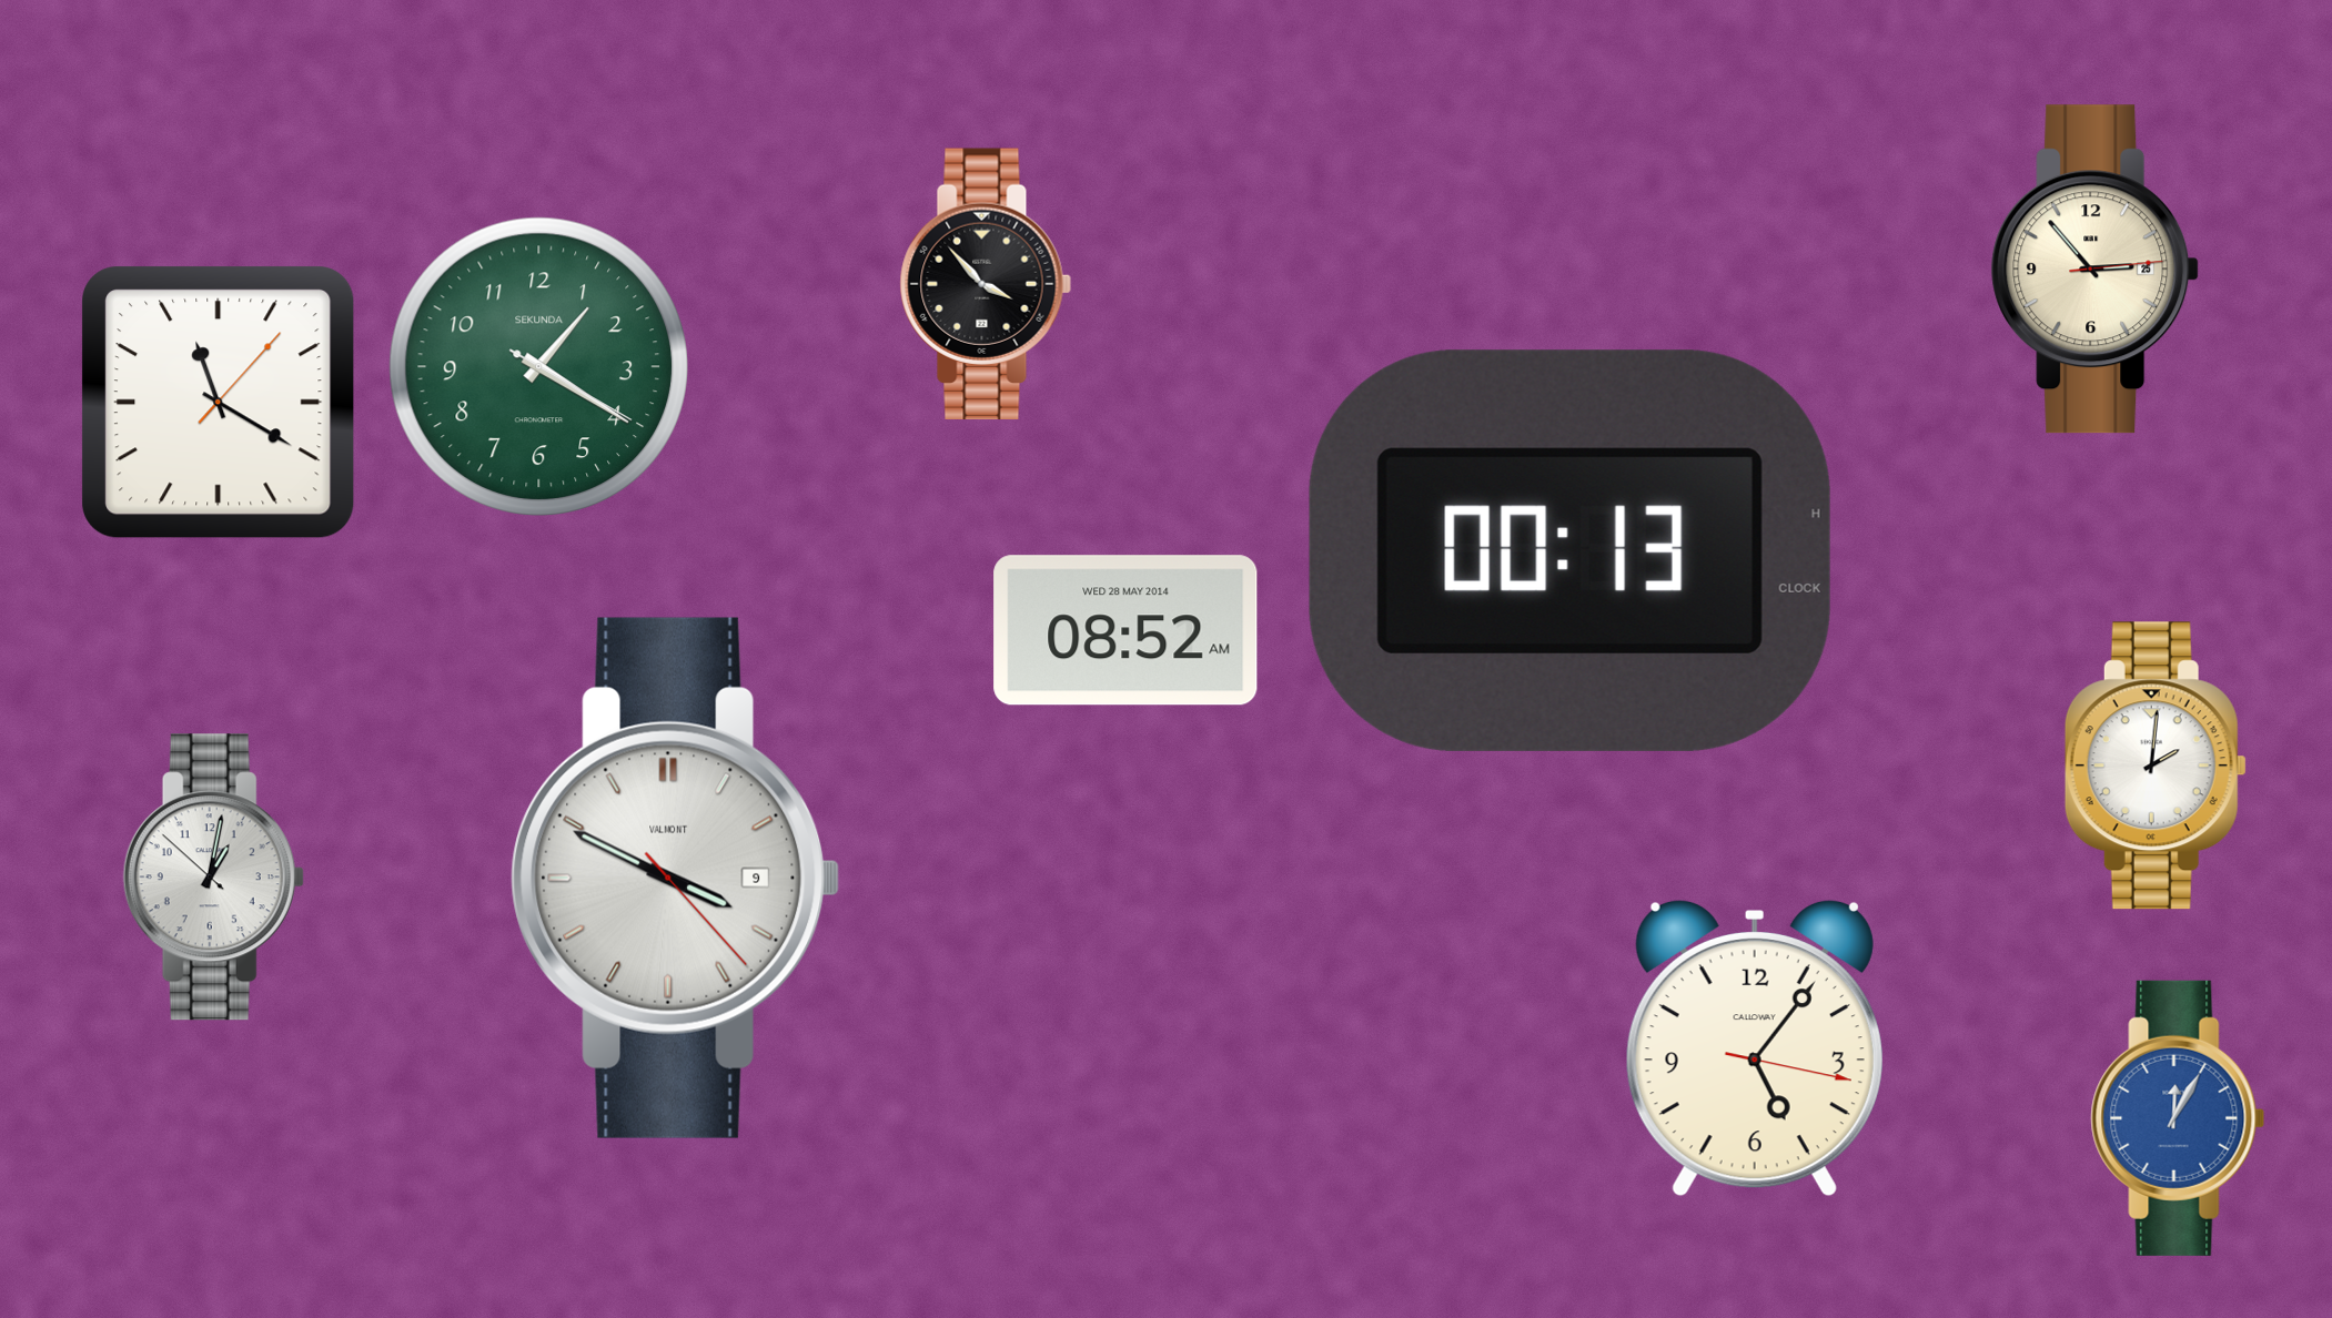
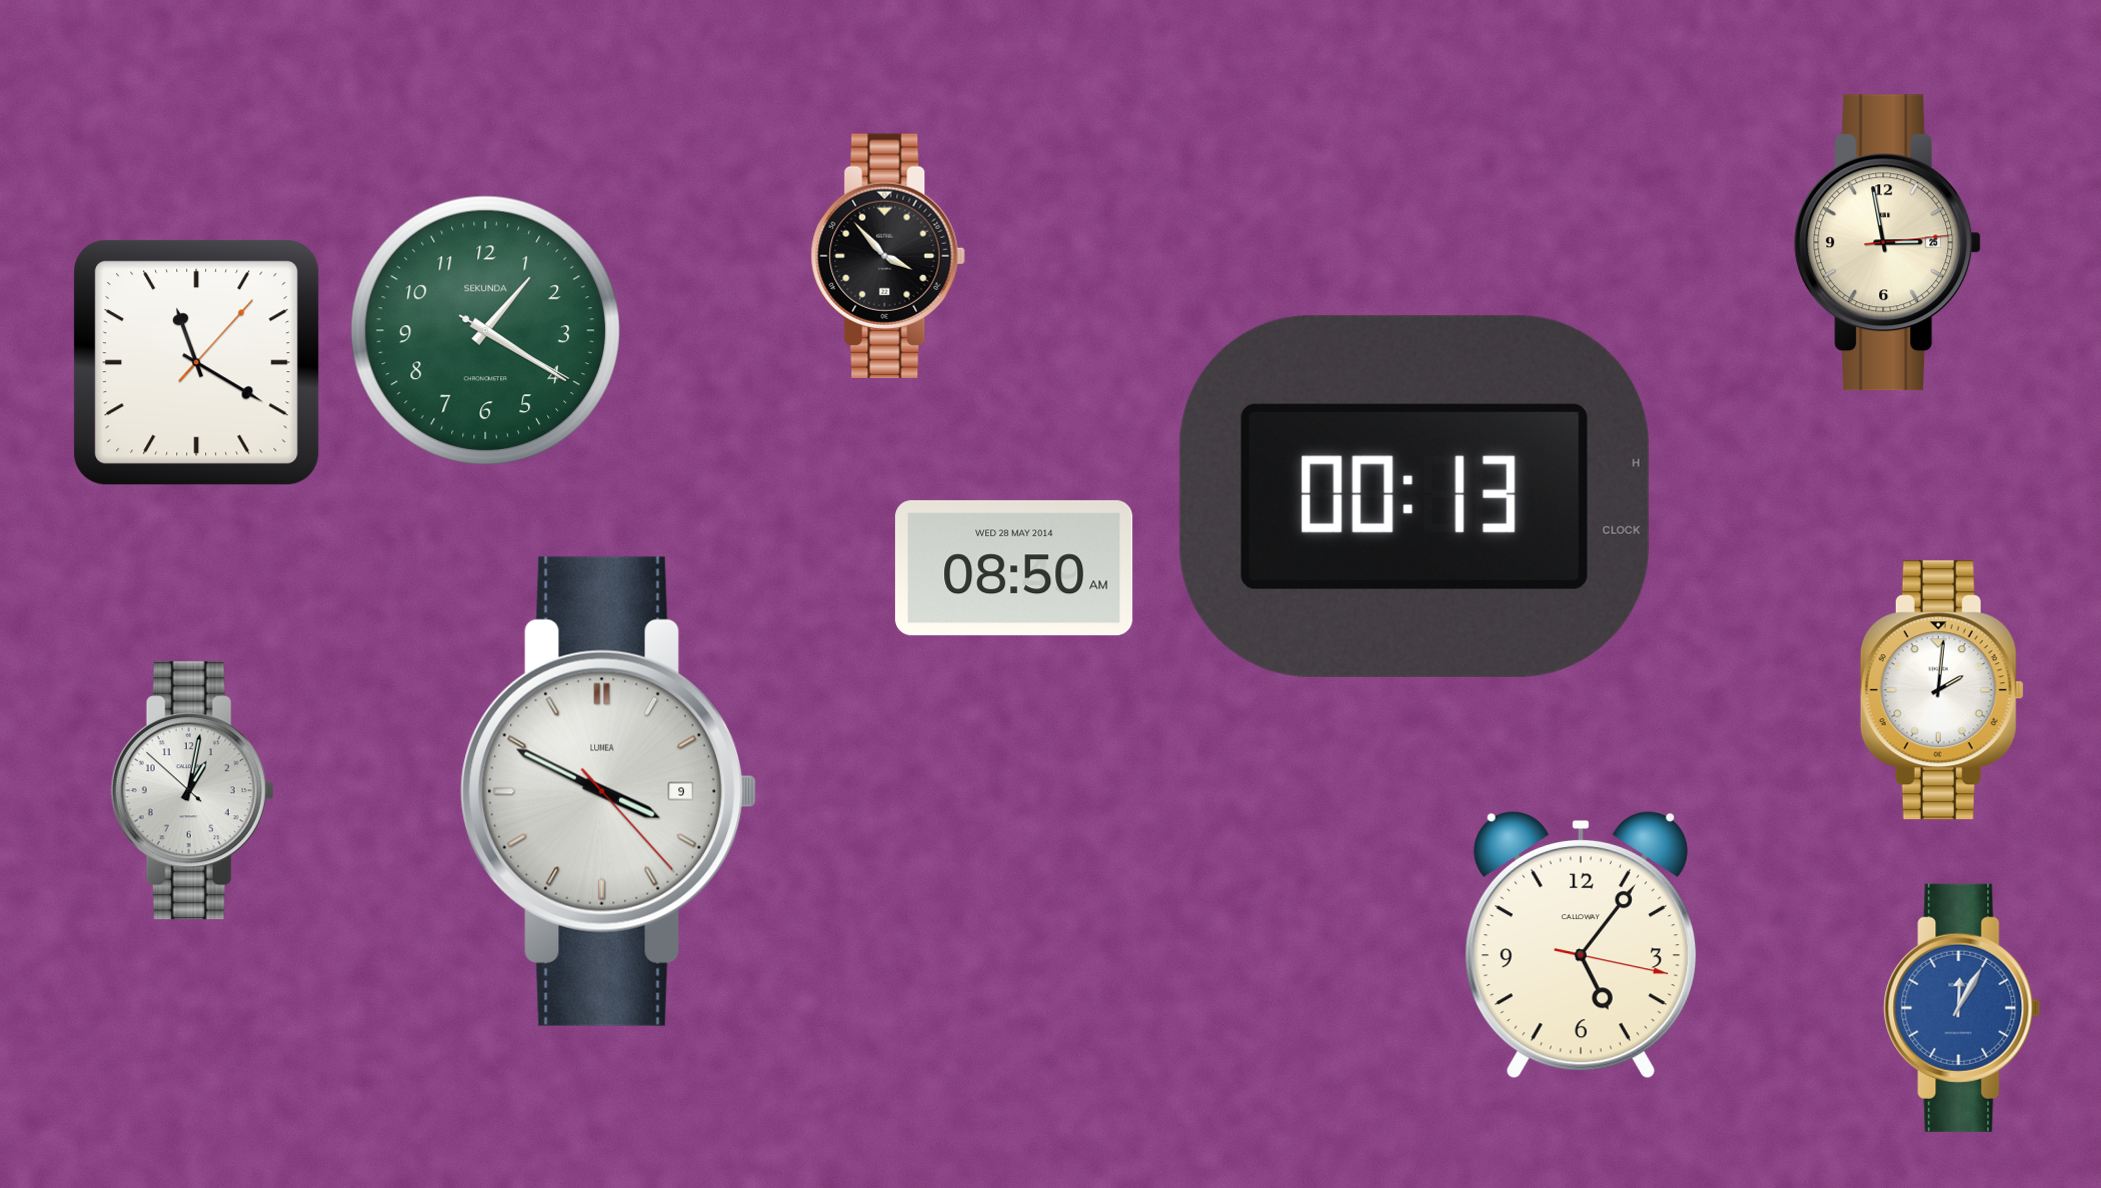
clock at (2096, 270): 2:53 -> 2:58
clock at (1125, 630): 08:52 -> 08:50
clock at (676, 878) brand: VALMONT -> LUMEA
